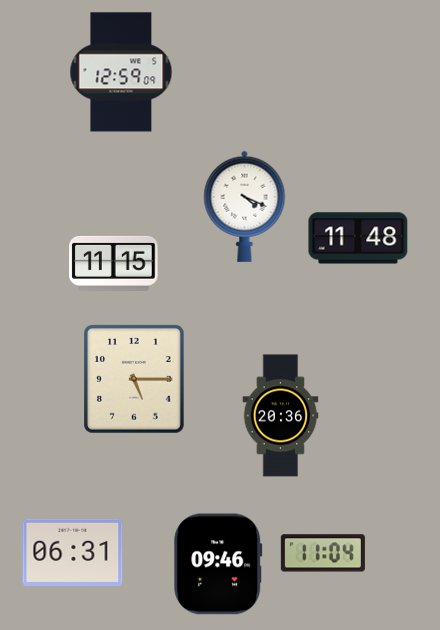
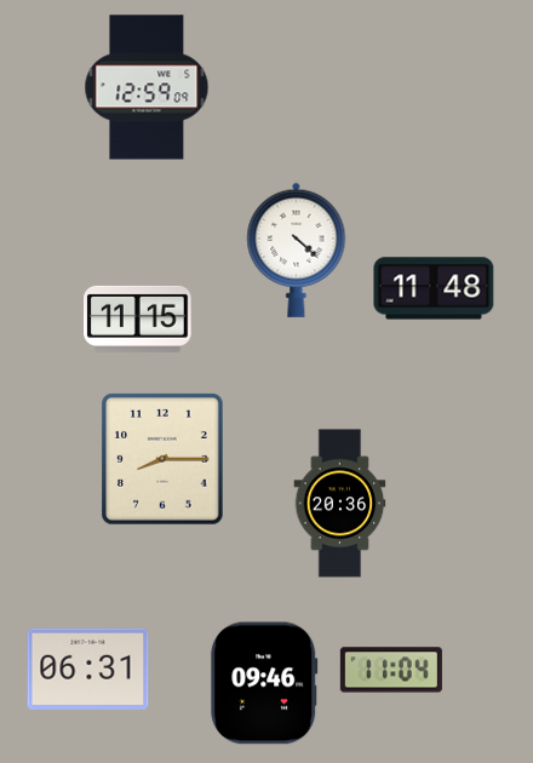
clock at (245, 206): 4:19 -> 4:22
clock at (135, 380): 5:15 -> 8:15
